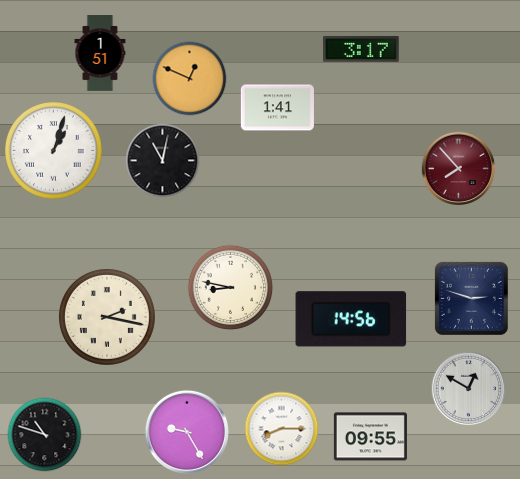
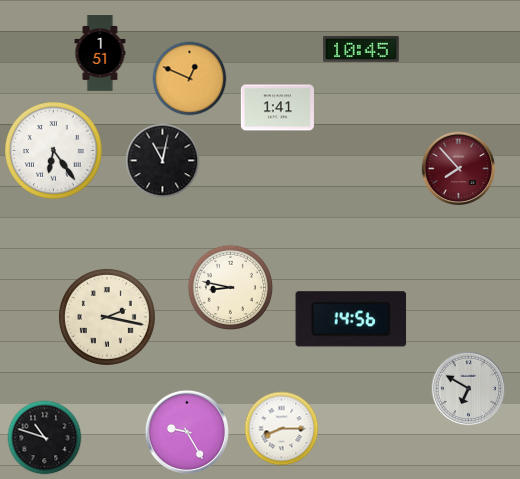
clock at (362, 49): 3:17 -> 10:45
clock at (53, 150): 1:03 -> 6:24
clock at (471, 298): 2:48 -> none
clock at (469, 389): 12:50 -> 6:50
clock at (45, 435) position: (45, 435) -> (45, 438)
clock at (370, 437): 09:55 -> none
